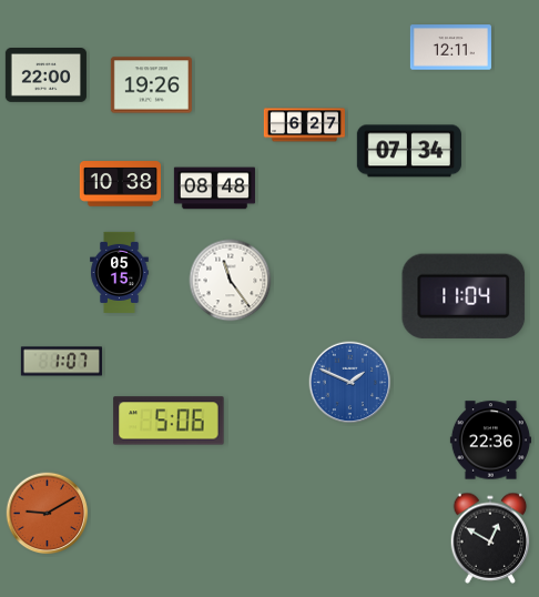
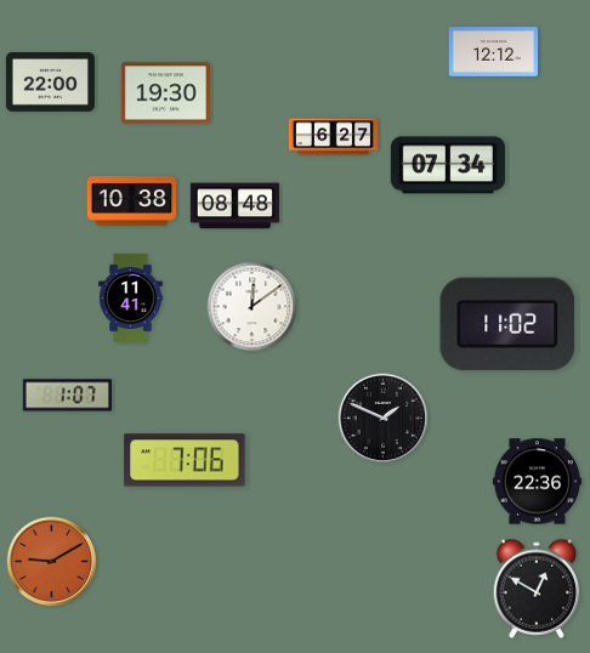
clock at (450, 48): 12:11 -> 12:12
clock at (151, 85): 19:26 -> 19:30
clock at (120, 272): 05:15 -> 11:41
clock at (231, 281): 11:24 -> 12:09
clock at (464, 296): 11:04 -> 11:02
clock at (350, 383) dial: blue -> black
clock at (169, 421): 5:06 -> 7:06
